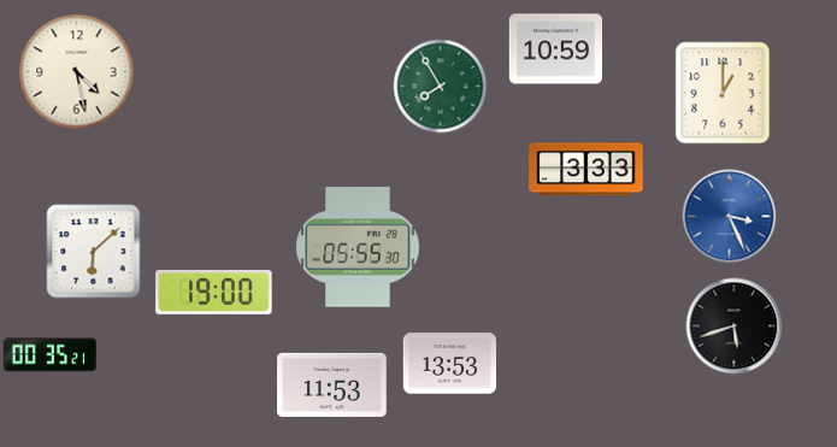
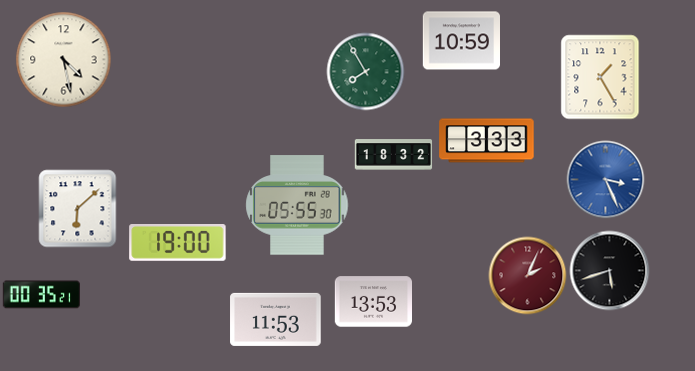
clock at (723, 93): 1:00 -> 1:25
clock at (393, 155): none -> 18:32
clock at (527, 275): none -> 2:04
